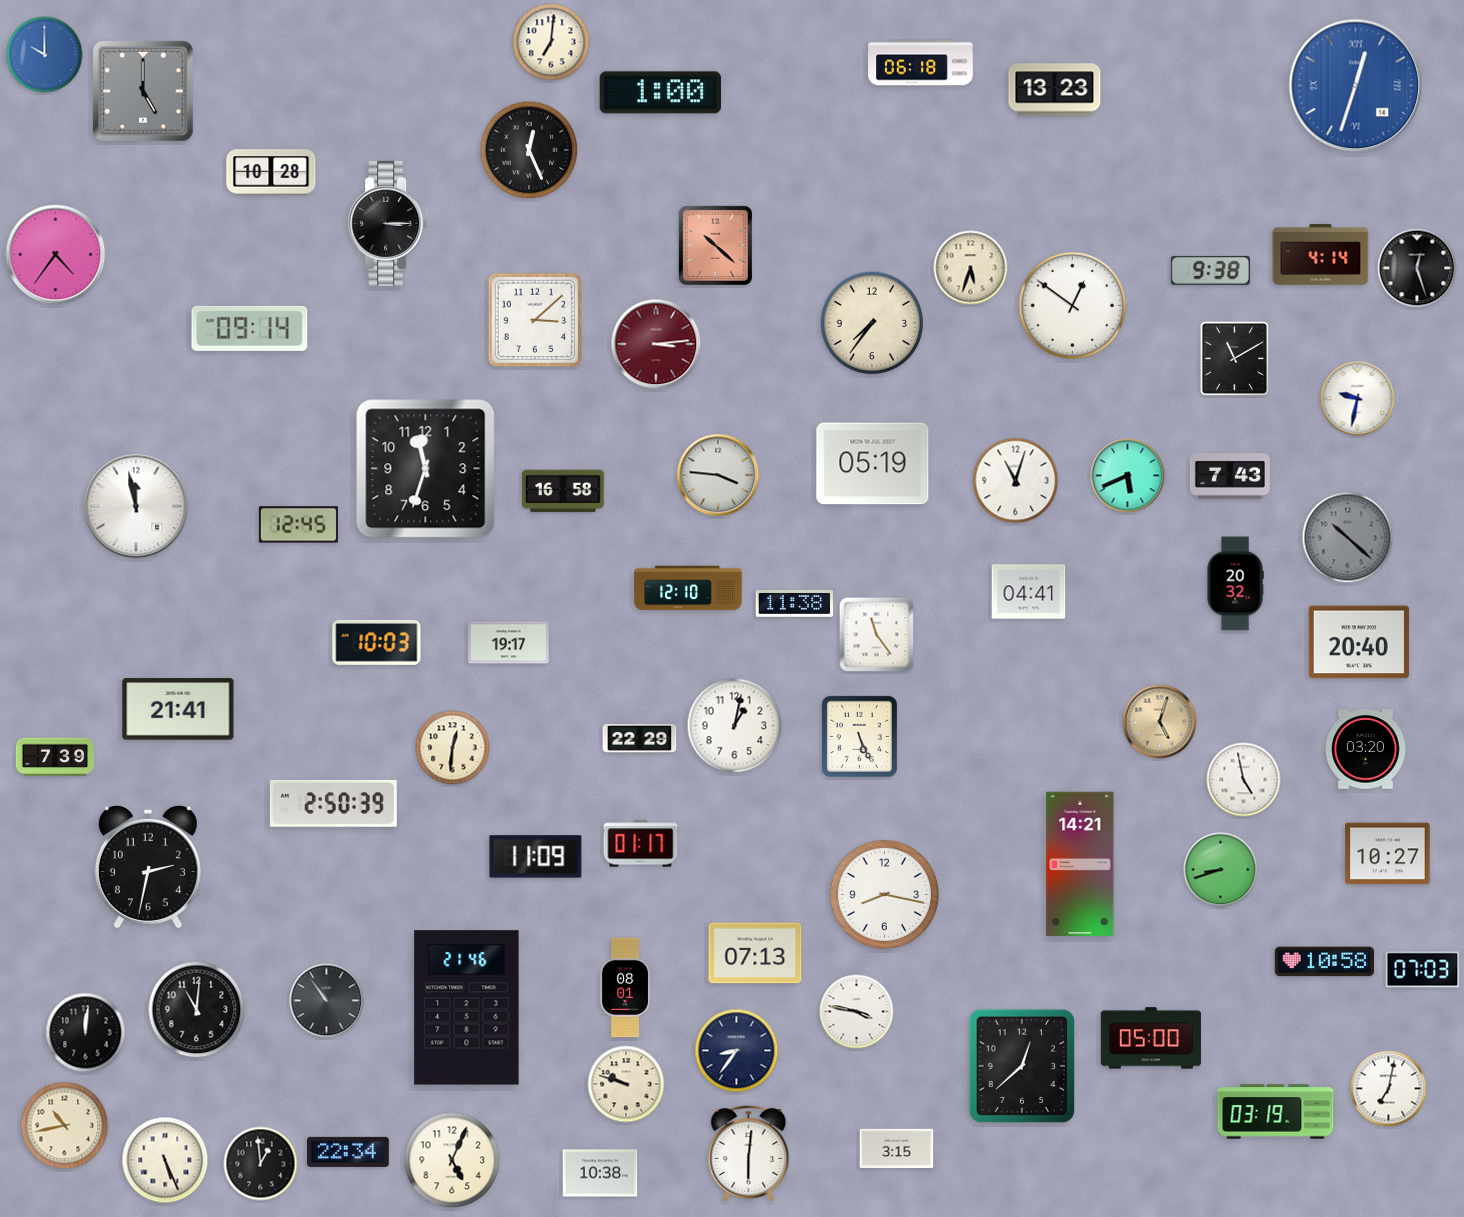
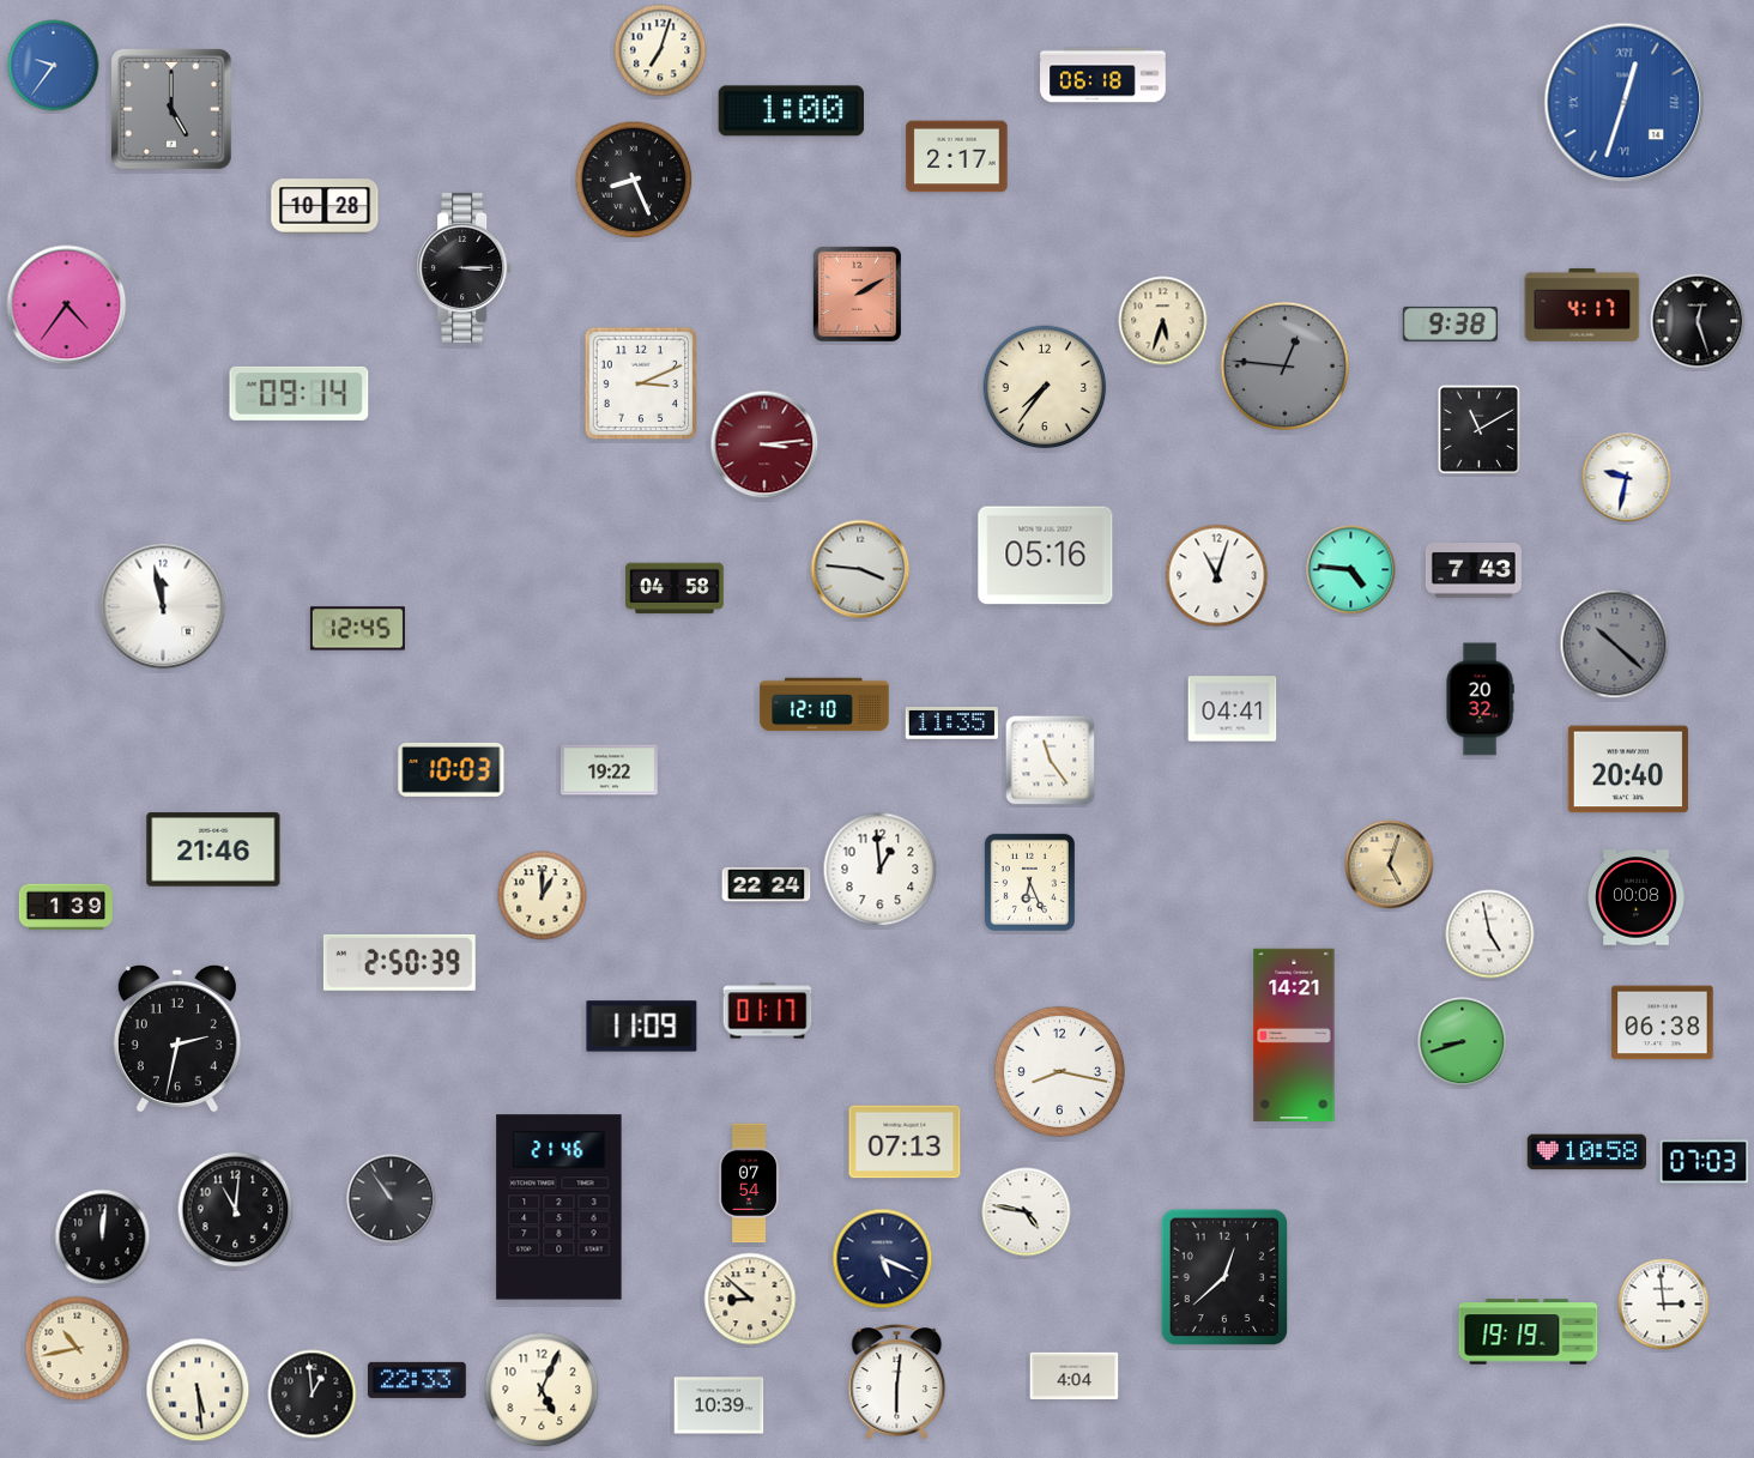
clock at (551, 42): 7:01 -> 7:03
clock at (45, 55): 10:00 -> 9:36
clock at (1055, 90): 13:23 -> none
clock at (957, 157): none -> 2:17
clock at (529, 150): 12:26 -> 8:26
clock at (715, 245): 10:22 -> 2:10
clock at (1321, 254): 4:14 -> 4:17
clock at (1072, 305): 12:51 -> 12:46
clock at (1072, 305) dial: white -> grey
clock at (535, 320): 3:08 -> 3:11
clock at (656, 344) position: (656, 344) -> (764, 444)
clock at (873, 464): 05:19 -> 05:16
clock at (426, 469): 11:33 -> none
clock at (1128, 476): 5:41 -> 4:46
clock at (564, 491): 16:58 -> 04:58
clock at (794, 604): 11:38 -> 11:35
clock at (508, 643): 19:17 -> 19:22
clock at (178, 709): 21:41 -> 21:46
clock at (735, 726): 1:02 -> 12:59
clock at (859, 736): 5:26 -> 6:26
clock at (640, 738): 22:29 -> 22:24
clock at (453, 748): 12:31 -> 1:00
clock at (1366, 749): 03:20 -> 00:08
clock at (55, 757): 7:39 -> 1:39
clock at (1388, 854): 10:27 -> 06:38
clock at (625, 988): 08:01 -> 07:54
clock at (857, 1012): 3:47 -> 4:47
clock at (1151, 1038): 05:00 -> none
clock at (737, 1051): 8:36 -> 5:19
clock at (626, 1084): 9:48 -> 8:52
clock at (1389, 1089): 7:02 -> 2:59
clock at (1276, 1112): 03:19 -> 19:19
clock at (897, 1149): 3:15 -> 4:04
clock at (349, 1152): 22:34 -> 22:33
clock at (165, 1160): 5:26 -> 5:29
clock at (600, 1173): 10:38 -> 10:39
